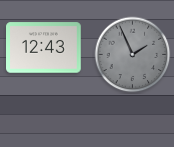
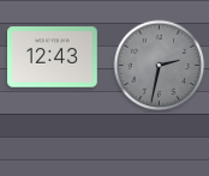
clock at (133, 55): 1:56 -> 2:32
